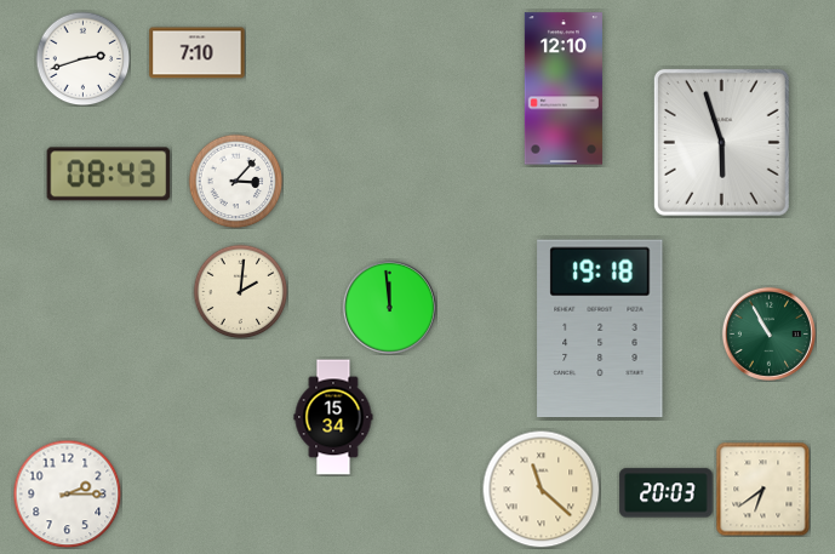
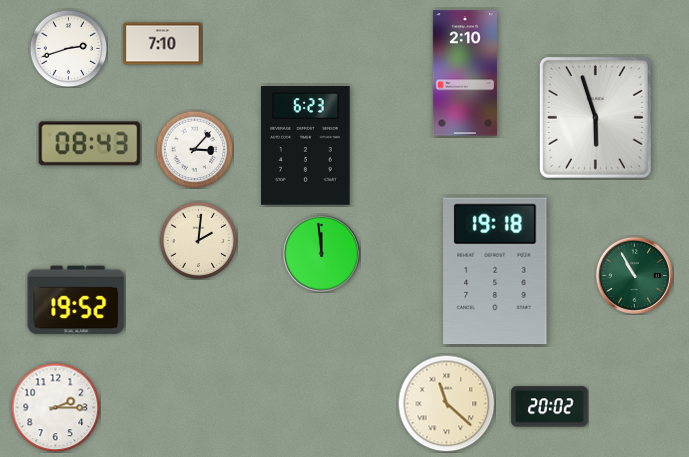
clock at (564, 88): 12:10 -> 2:10
clock at (306, 146): none -> 6:23
clock at (76, 300): none -> 19:52
clock at (333, 417): 15:34 -> none
clock at (762, 489): 6:39 -> none
clock at (667, 493): 20:03 -> 20:02
